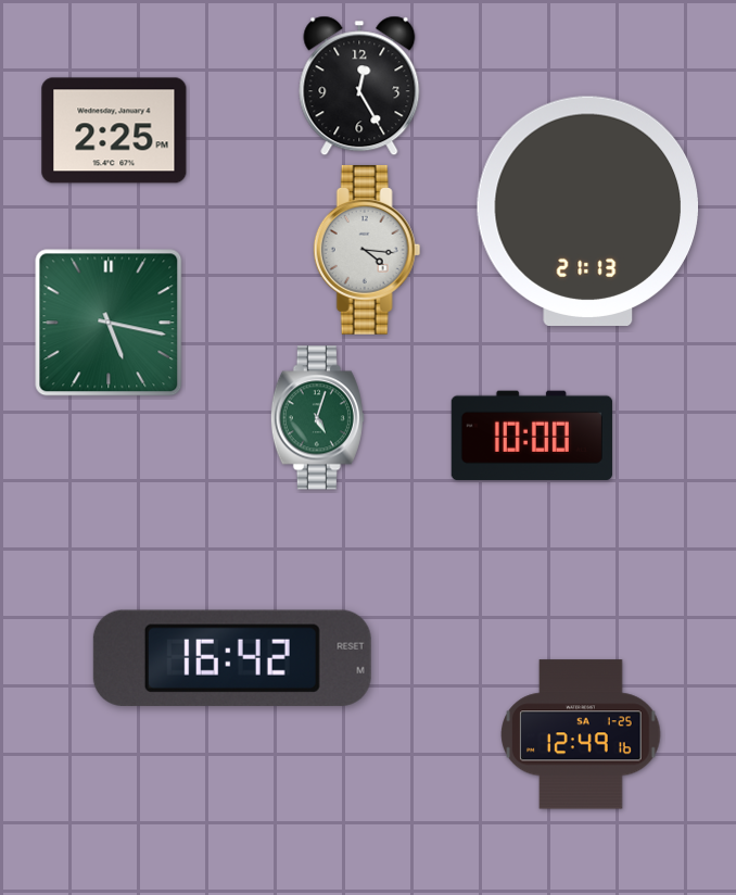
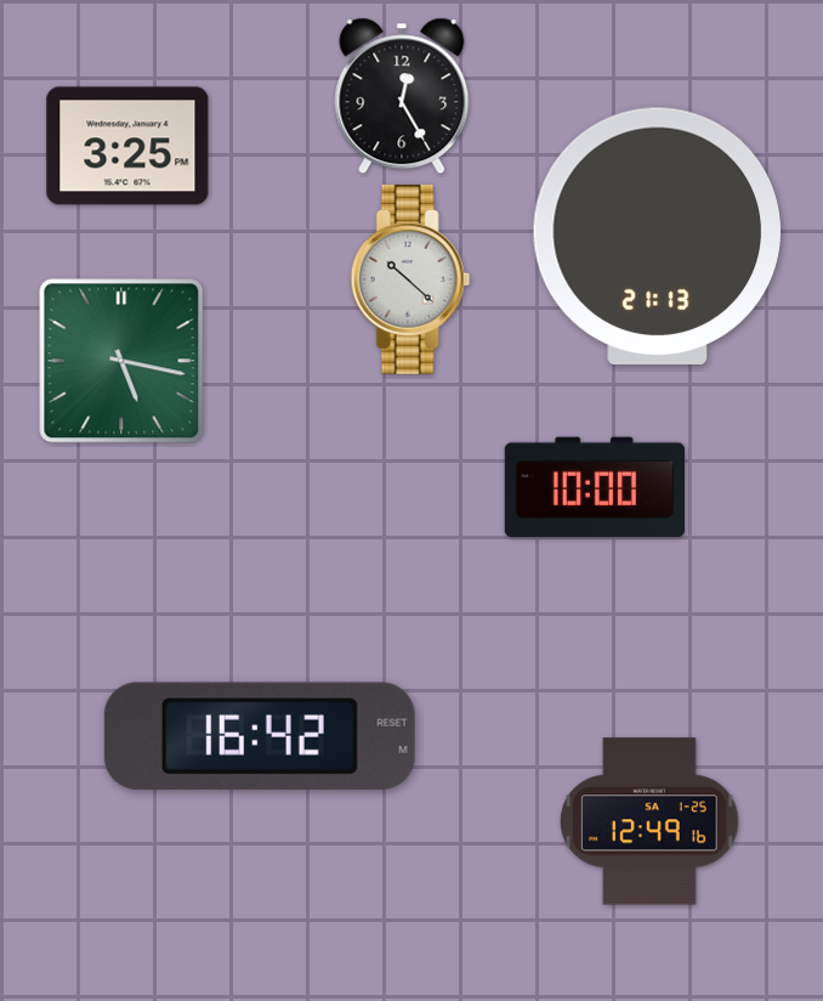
clock at (114, 130): 2:25 -> 3:25
clock at (367, 250): 4:16 -> 10:22
clock at (317, 418): 5:03 -> none
